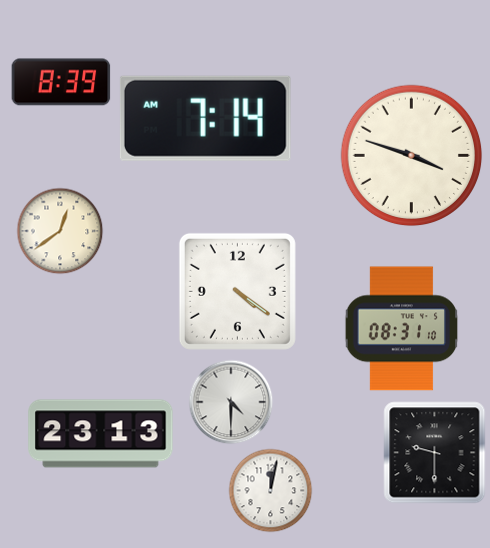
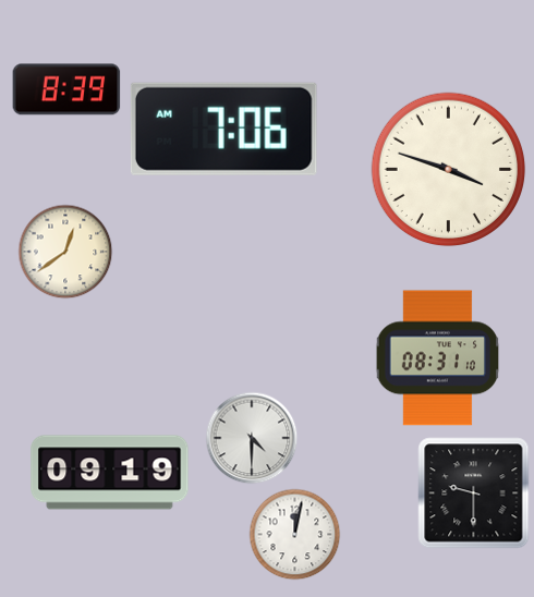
clock at (205, 118): 7:14 -> 7:06
clock at (237, 291): 4:21 -> none
clock at (101, 434): 23:13 -> 09:19
